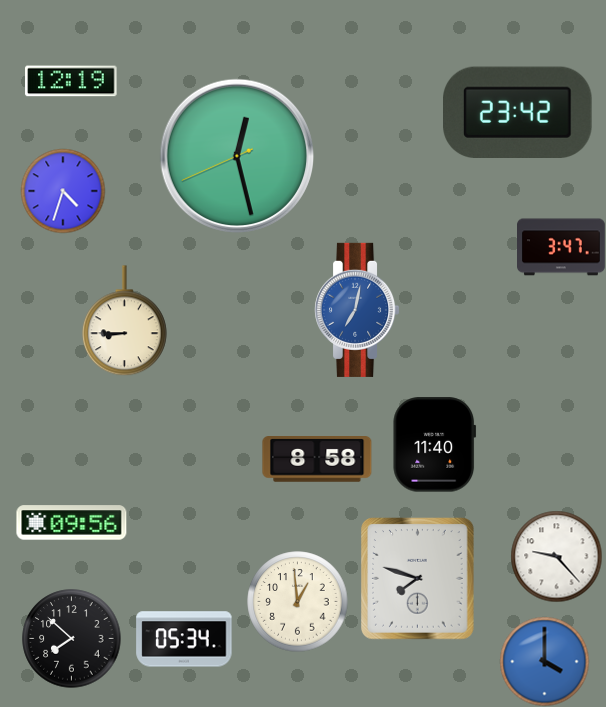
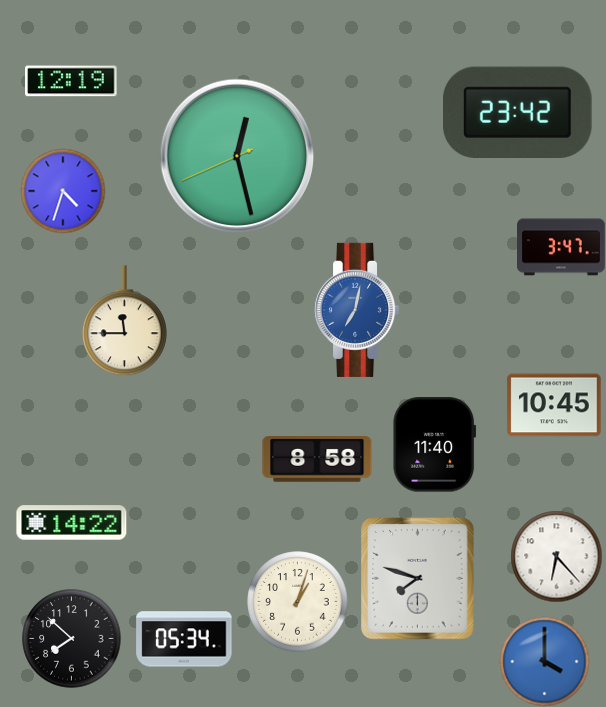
clock at (124, 321): 8:45 -> 11:45
clock at (554, 405): none -> 10:45
clock at (72, 523): 09:56 -> 14:22
clock at (556, 556): 9:23 -> 6:23
clock at (298, 602): 12:59 -> 1:03
